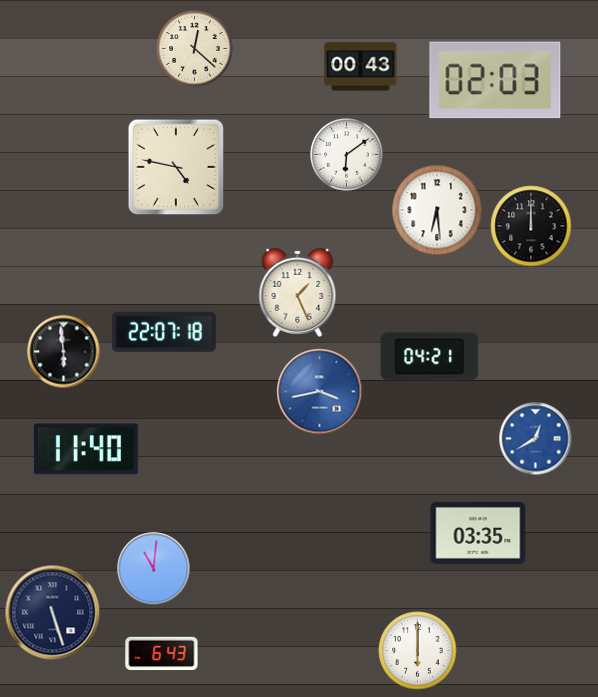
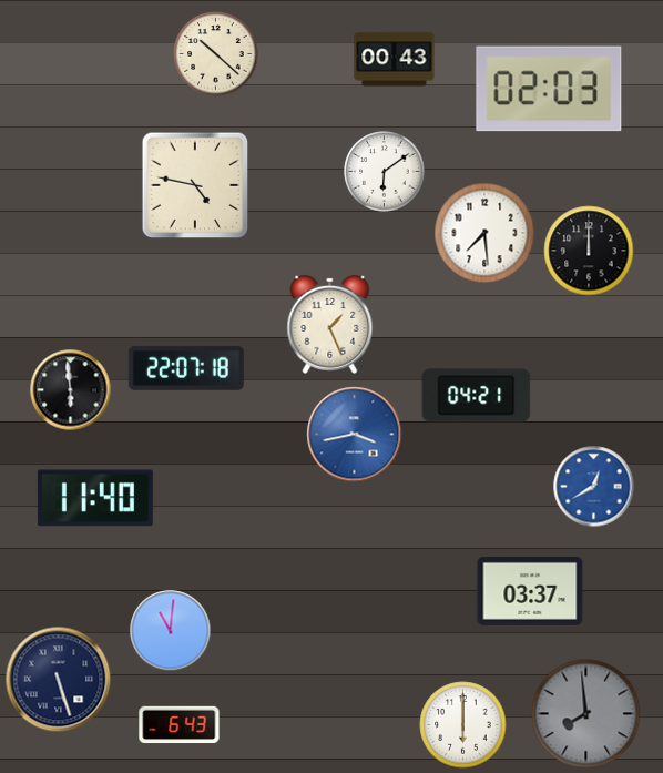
clock at (195, 49): 12:22 -> 10:22
clock at (361, 67) position: (361, 67) -> (395, 60)
clock at (437, 210): 6:29 -> 7:29
clock at (164, 332) position: (164, 332) -> (186, 368)
clock at (478, 533): 03:35 -> 03:37
clock at (586, 714): none -> 7:59
clock at (418, 651) position: (418, 651) -> (463, 725)
